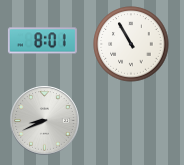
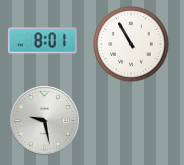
clock at (45, 121): 8:41 -> 9:28
